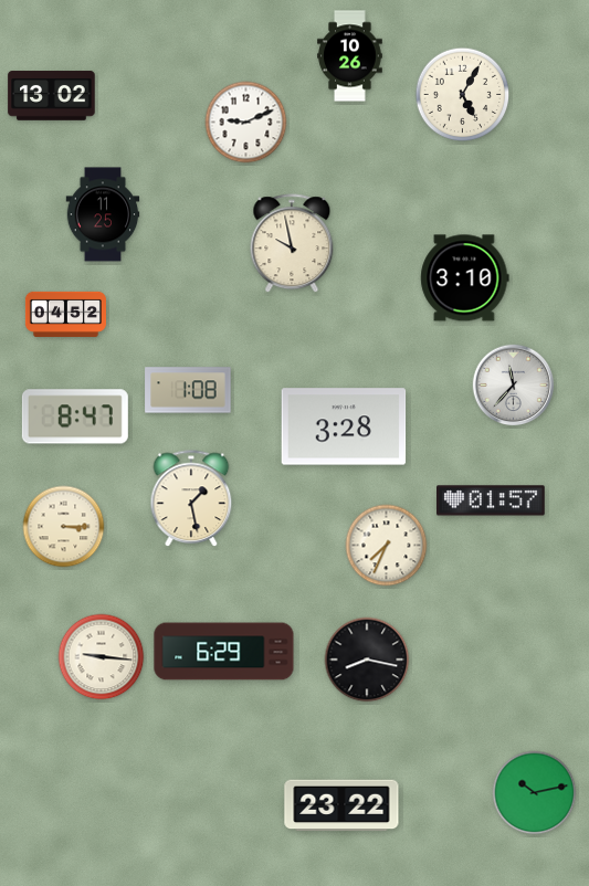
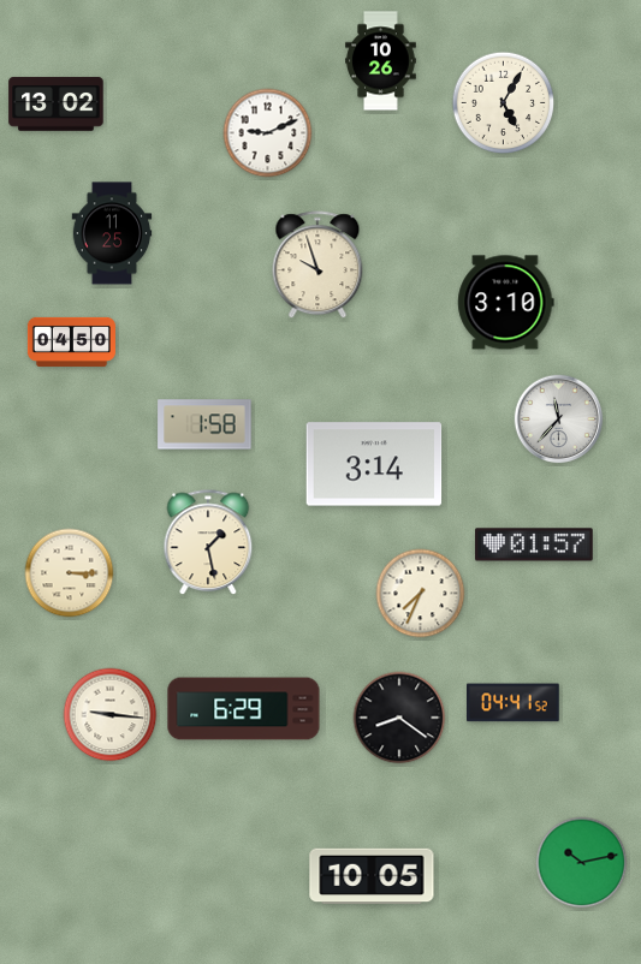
clock at (292, 244): 9:58 -> 9:57
clock at (65, 314): 04:52 -> 04:50
clock at (188, 390): 1:08 -> 1:58
clock at (75, 416): 8:47 -> none
clock at (344, 426): 3:28 -> 3:14
clock at (514, 703): none -> 04:41
clock at (367, 660): 8:17 -> 8:21
clock at (341, 805): 23:22 -> 10:05
